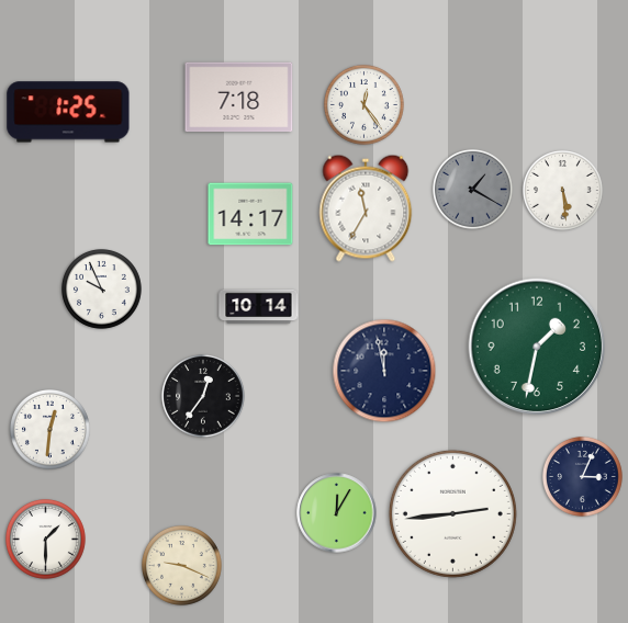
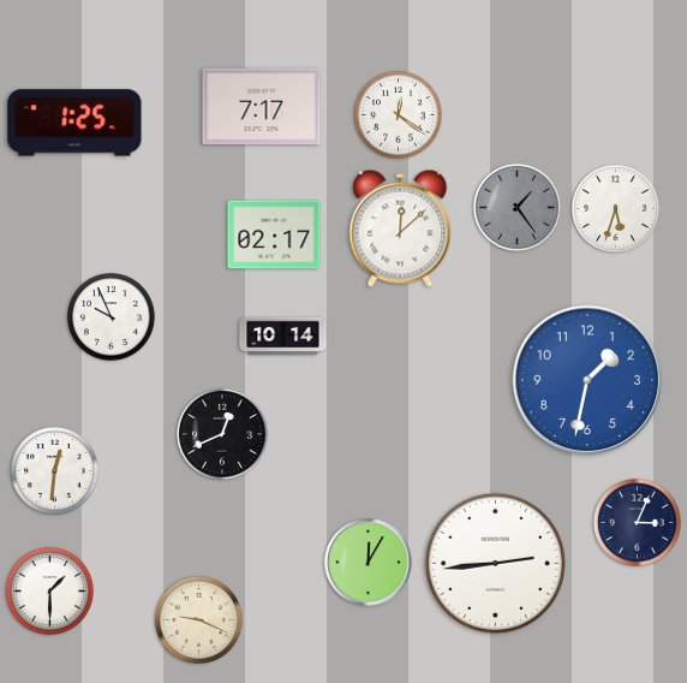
clock at (239, 98): 7:18 -> 7:17
clock at (365, 105): 12:24 -> 12:21
clock at (473, 190): 1:20 -> 1:24
clock at (563, 191): 5:29 -> 5:33
clock at (366, 208): 11:35 -> 12:08
clock at (250, 214): 14:17 -> 02:17
clock at (537, 347) dial: green -> blue
clock at (384, 371): 11:58 -> none
clock at (203, 396): 12:36 -> 12:41
